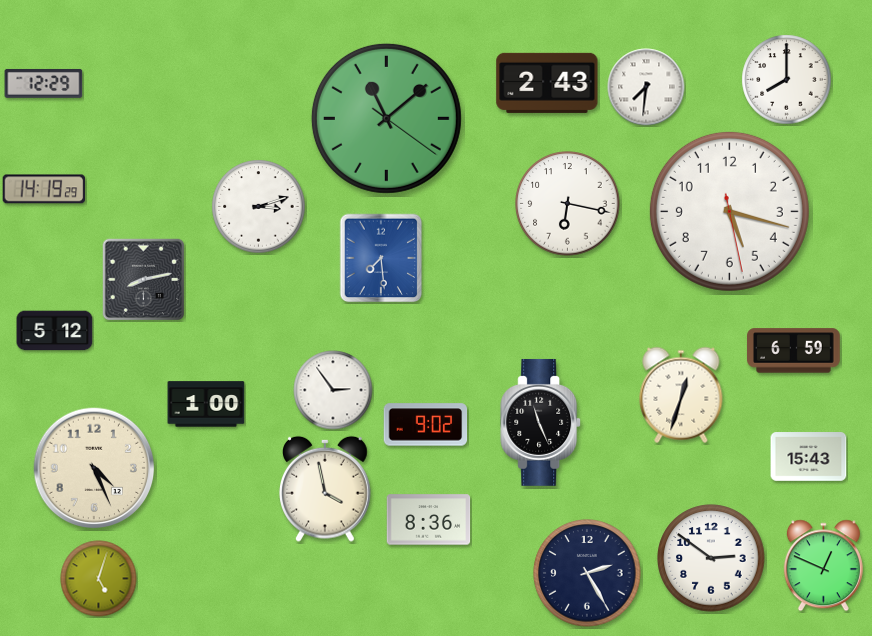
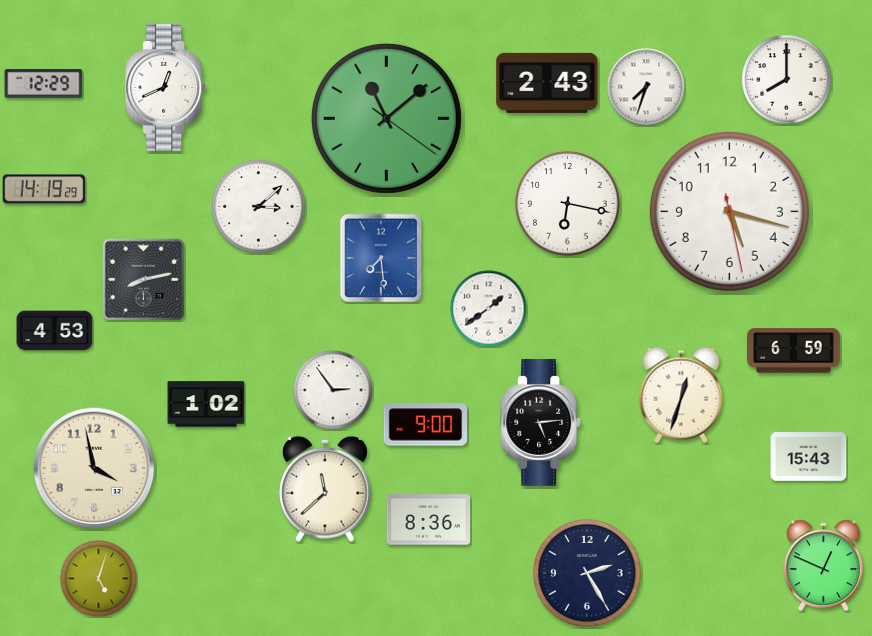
clock at (166, 87): none -> 12:41
clock at (646, 87): 7:31 -> 7:33
clock at (259, 207): 3:12 -> 3:08
clock at (489, 309): none -> 1:39
clock at (55, 331): 5:12 -> 4:53
clock at (206, 404): 1:00 -> 1:02
clock at (541, 422): 11:26 -> 5:14
clock at (426, 425): 9:02 -> 9:00
clock at (94, 468): 4:26 -> 3:58
clock at (326, 489): 3:58 -> 11:38
clock at (711, 558): 2:51 -> none
